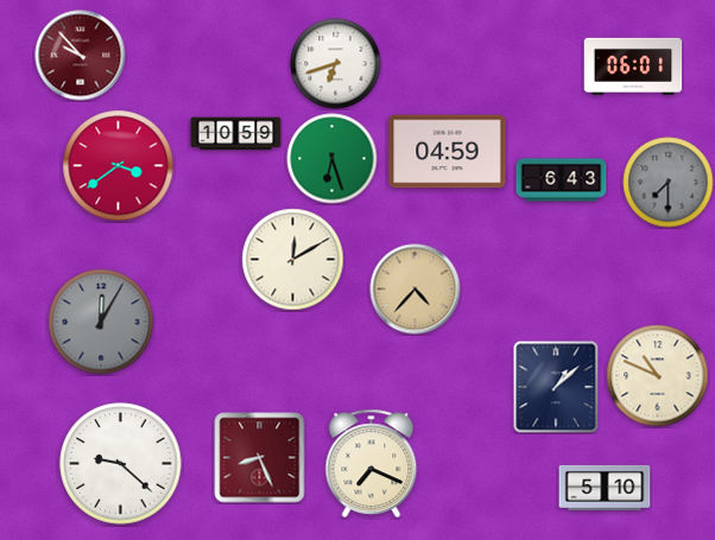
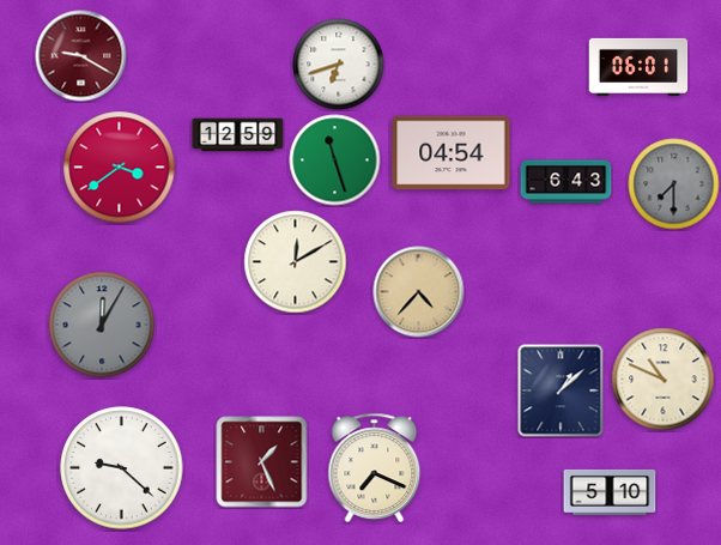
clock at (81, 56): 9:53 -> 9:20
clock at (236, 134): 10:59 -> 12:59
clock at (448, 152): 04:59 -> 04:54
clock at (333, 159): 6:27 -> 11:27
clock at (260, 458): 8:26 -> 1:26
